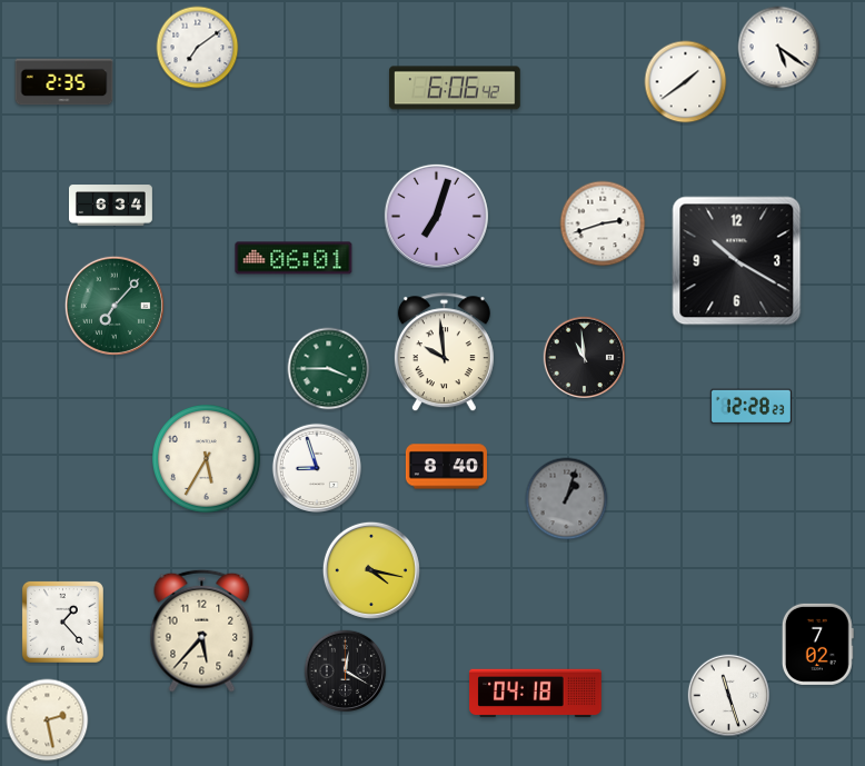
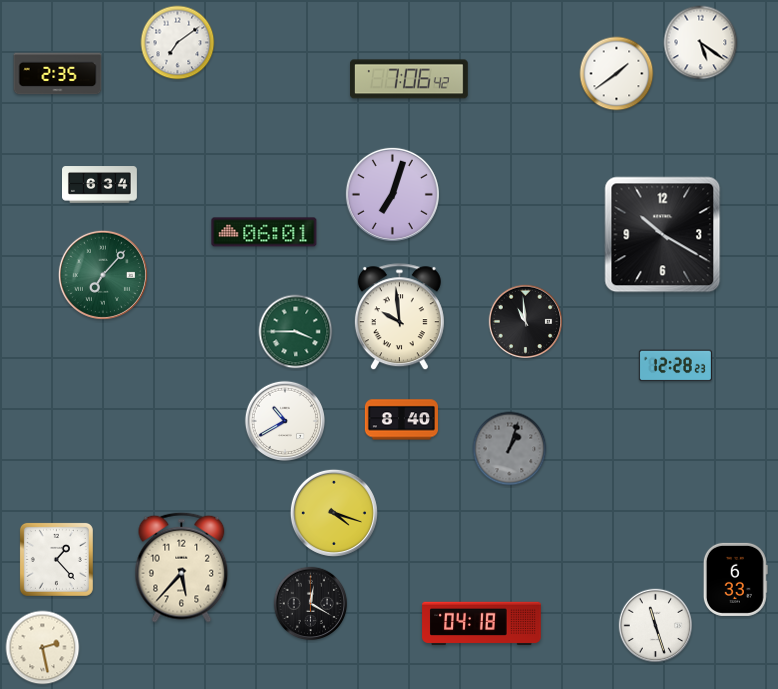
clock at (456, 88): 6:06 -> 7:06
clock at (603, 223): 2:42 -> none
clock at (207, 459): 5:35 -> none
clock at (316, 467): 8:57 -> 10:40
clock at (371, 570): 4:17 -> 4:18
clock at (817, 644): 7:02 -> 6:33
